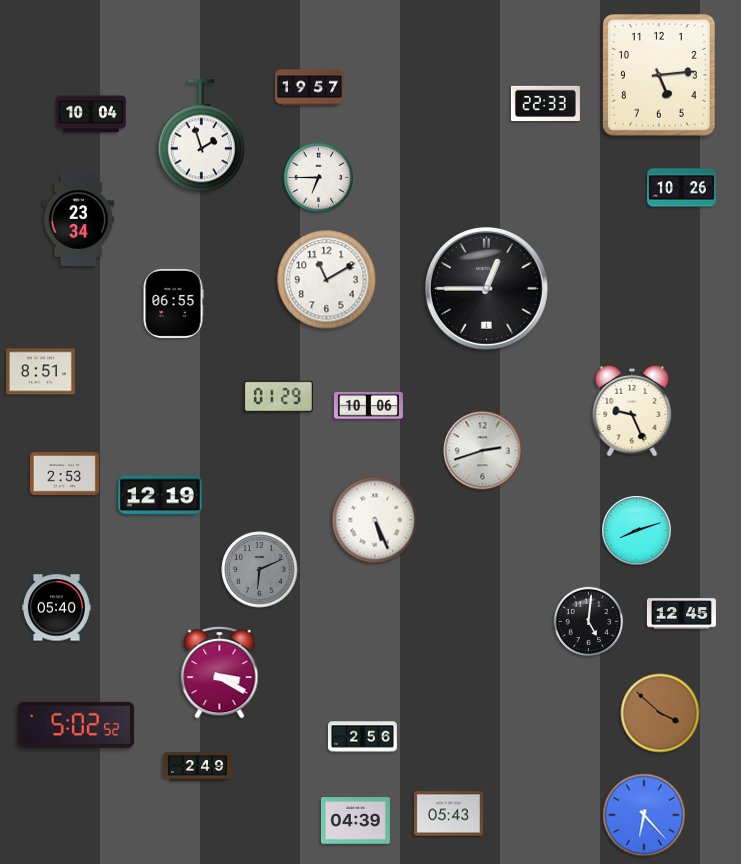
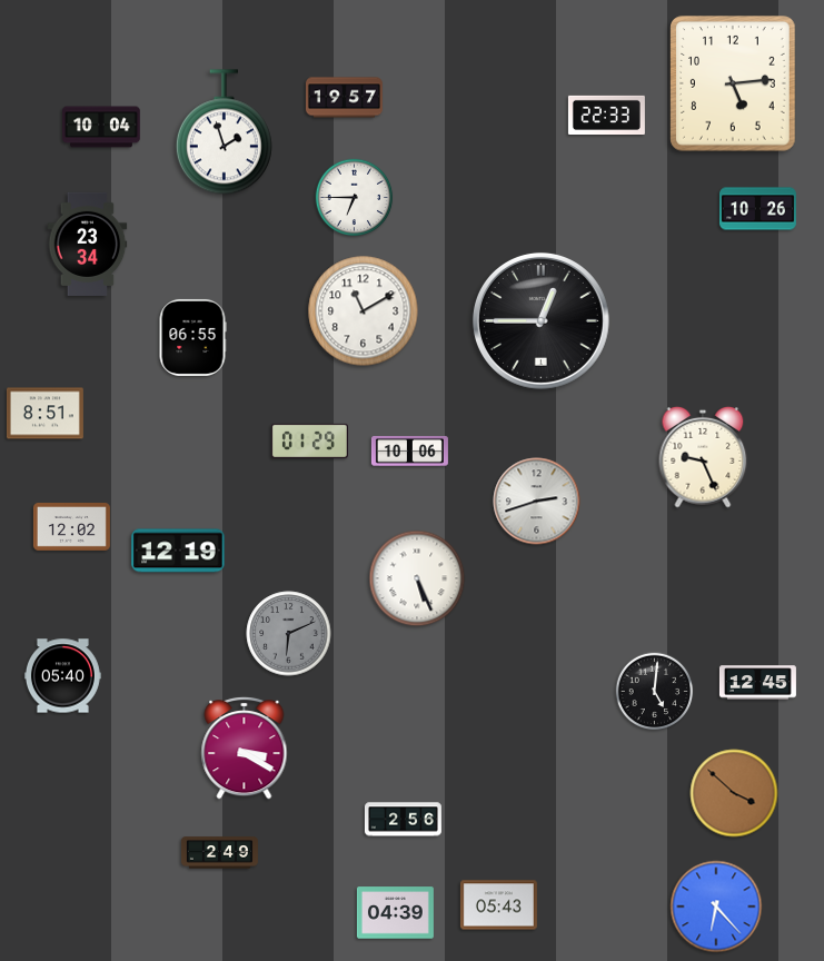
clock at (201, 136) position: (201, 136) -> (224, 132)
clock at (64, 474): 2:53 -> 12:02
clock at (637, 531): 8:12 -> none
clock at (76, 725): 5:02 -> none
